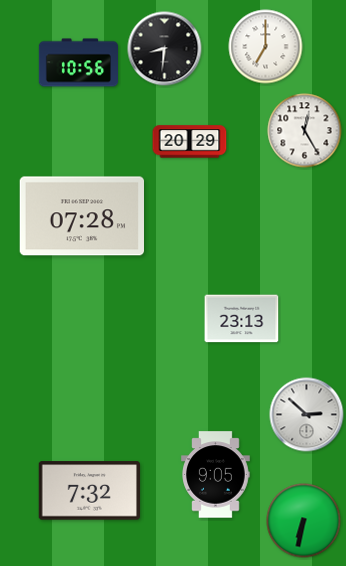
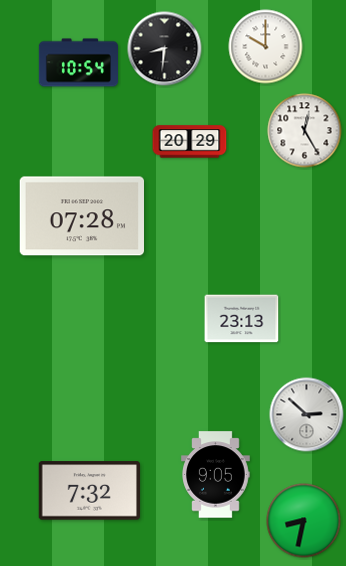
clock at (266, 47): 7:00 -> 10:00
clock at (79, 63): 10:56 -> 10:54
clock at (304, 521): 6:32 -> 8:32
